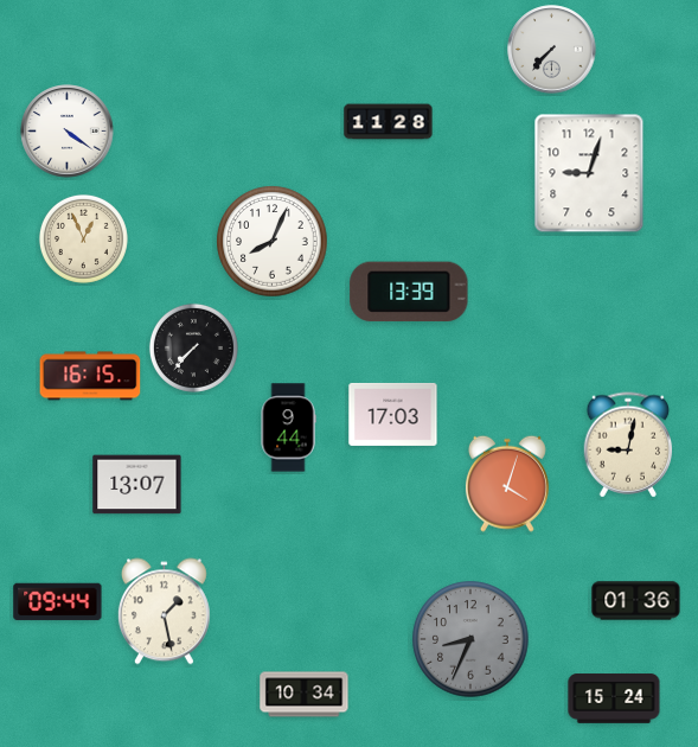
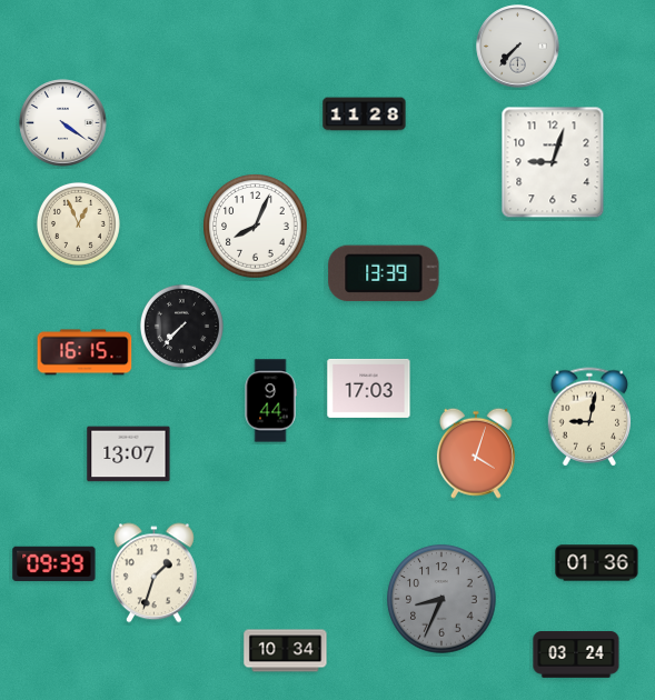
clock at (58, 601): 09:44 -> 09:39
clock at (164, 612): 1:28 -> 1:33
clock at (614, 698): 15:24 -> 03:24
